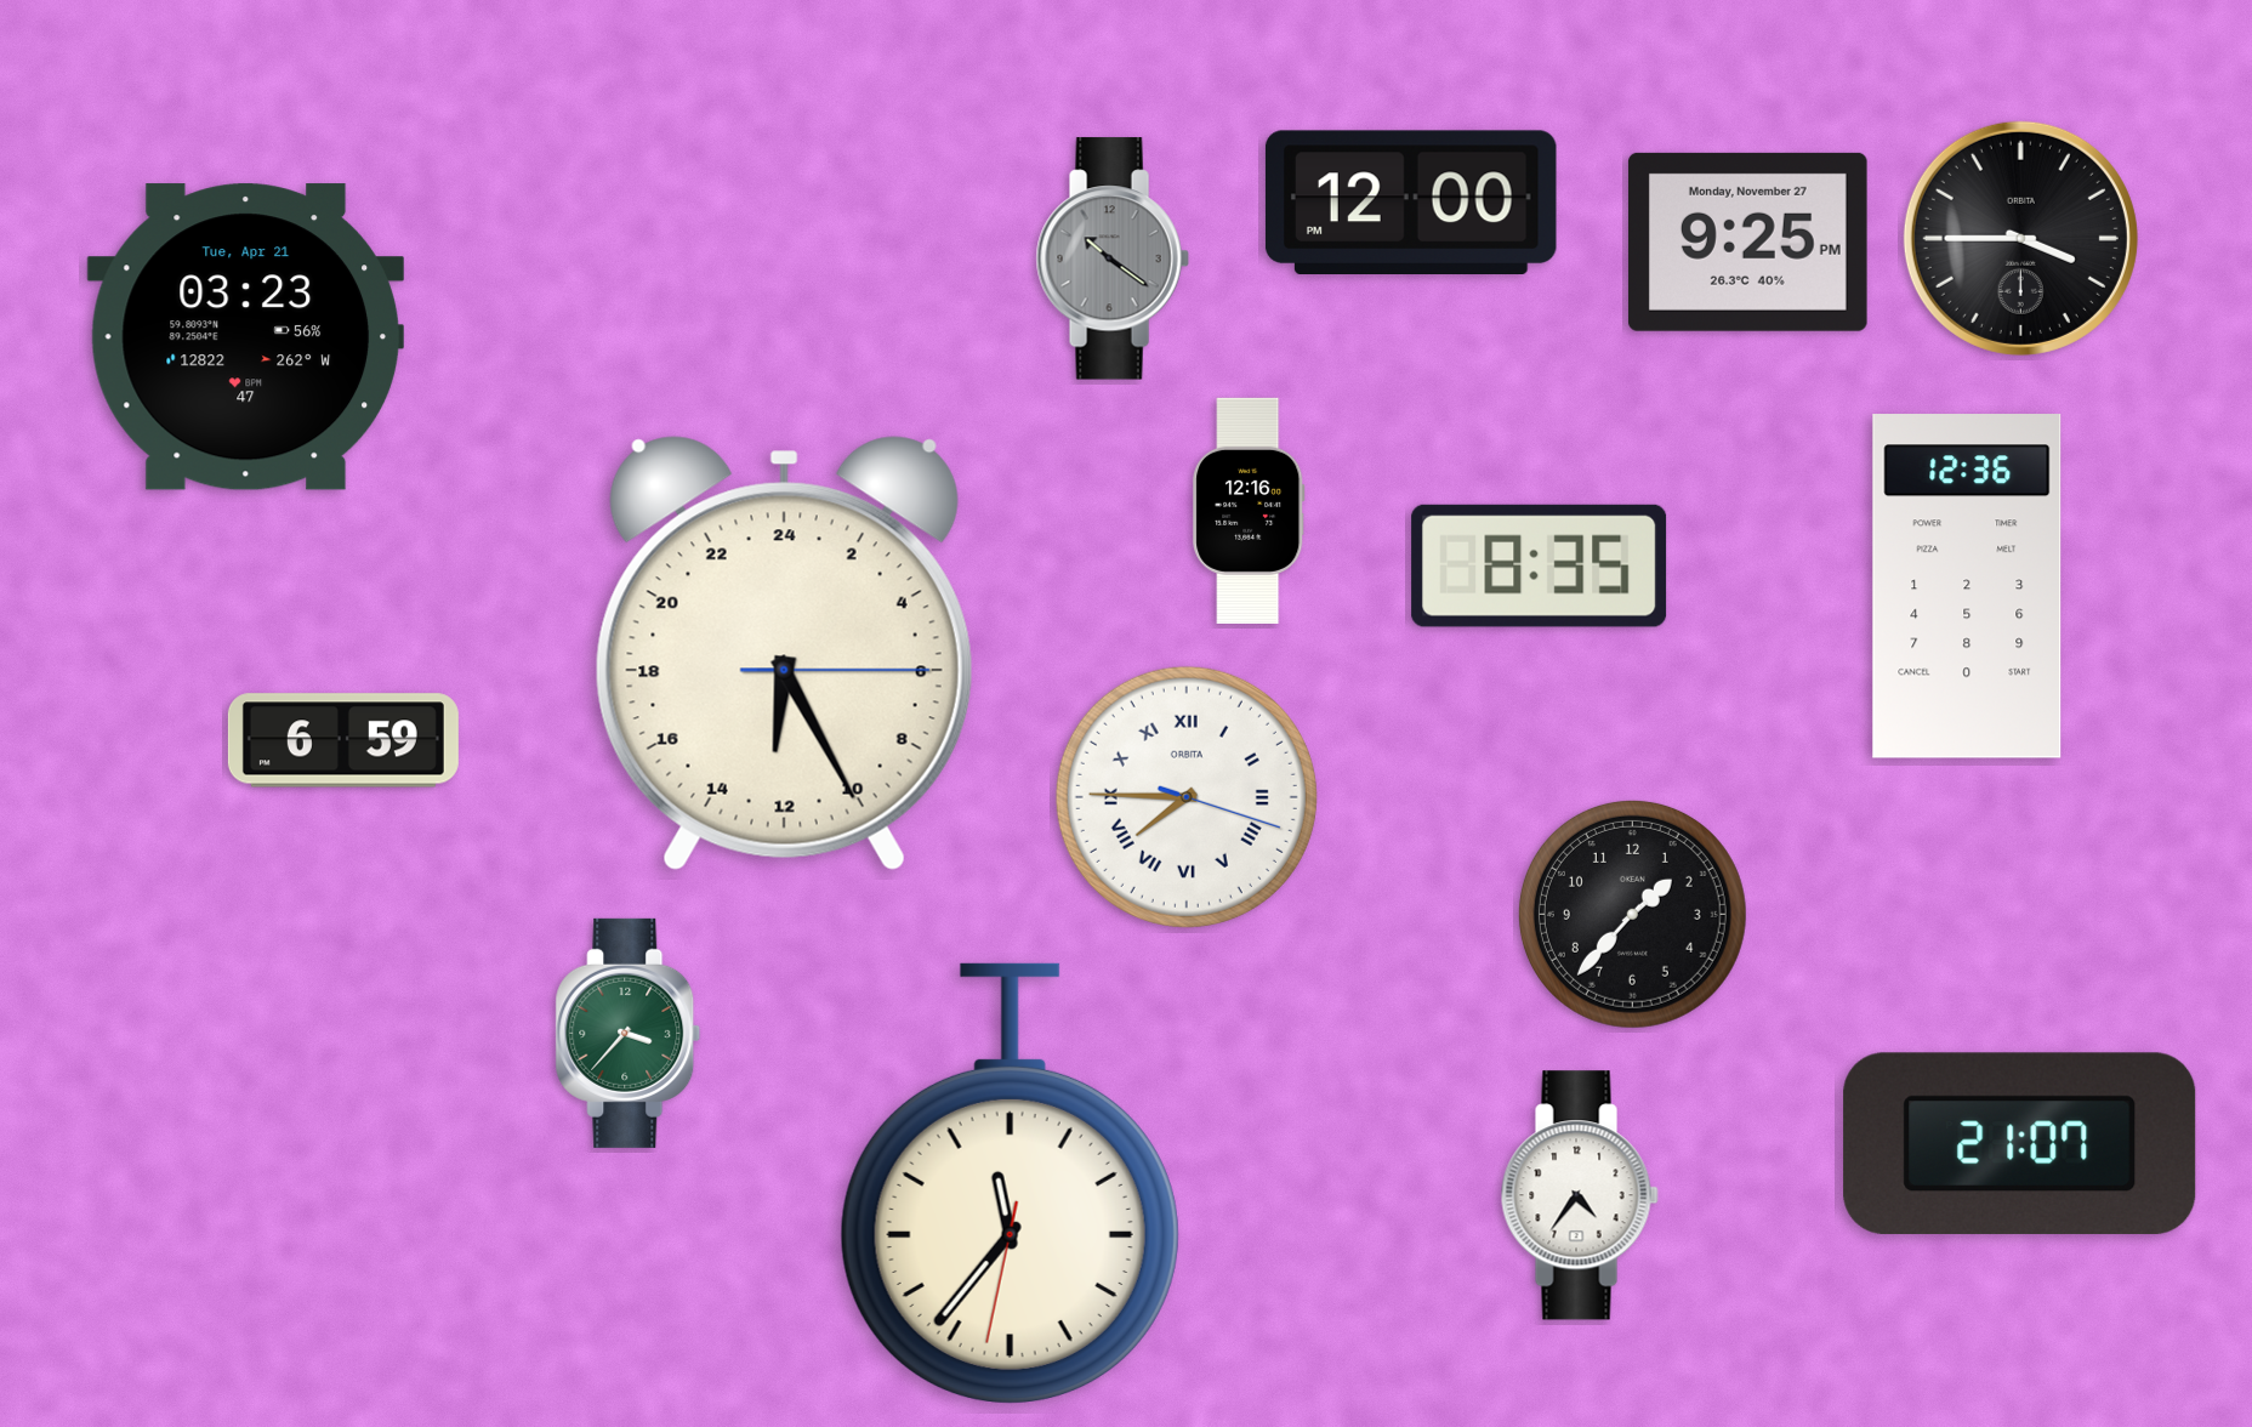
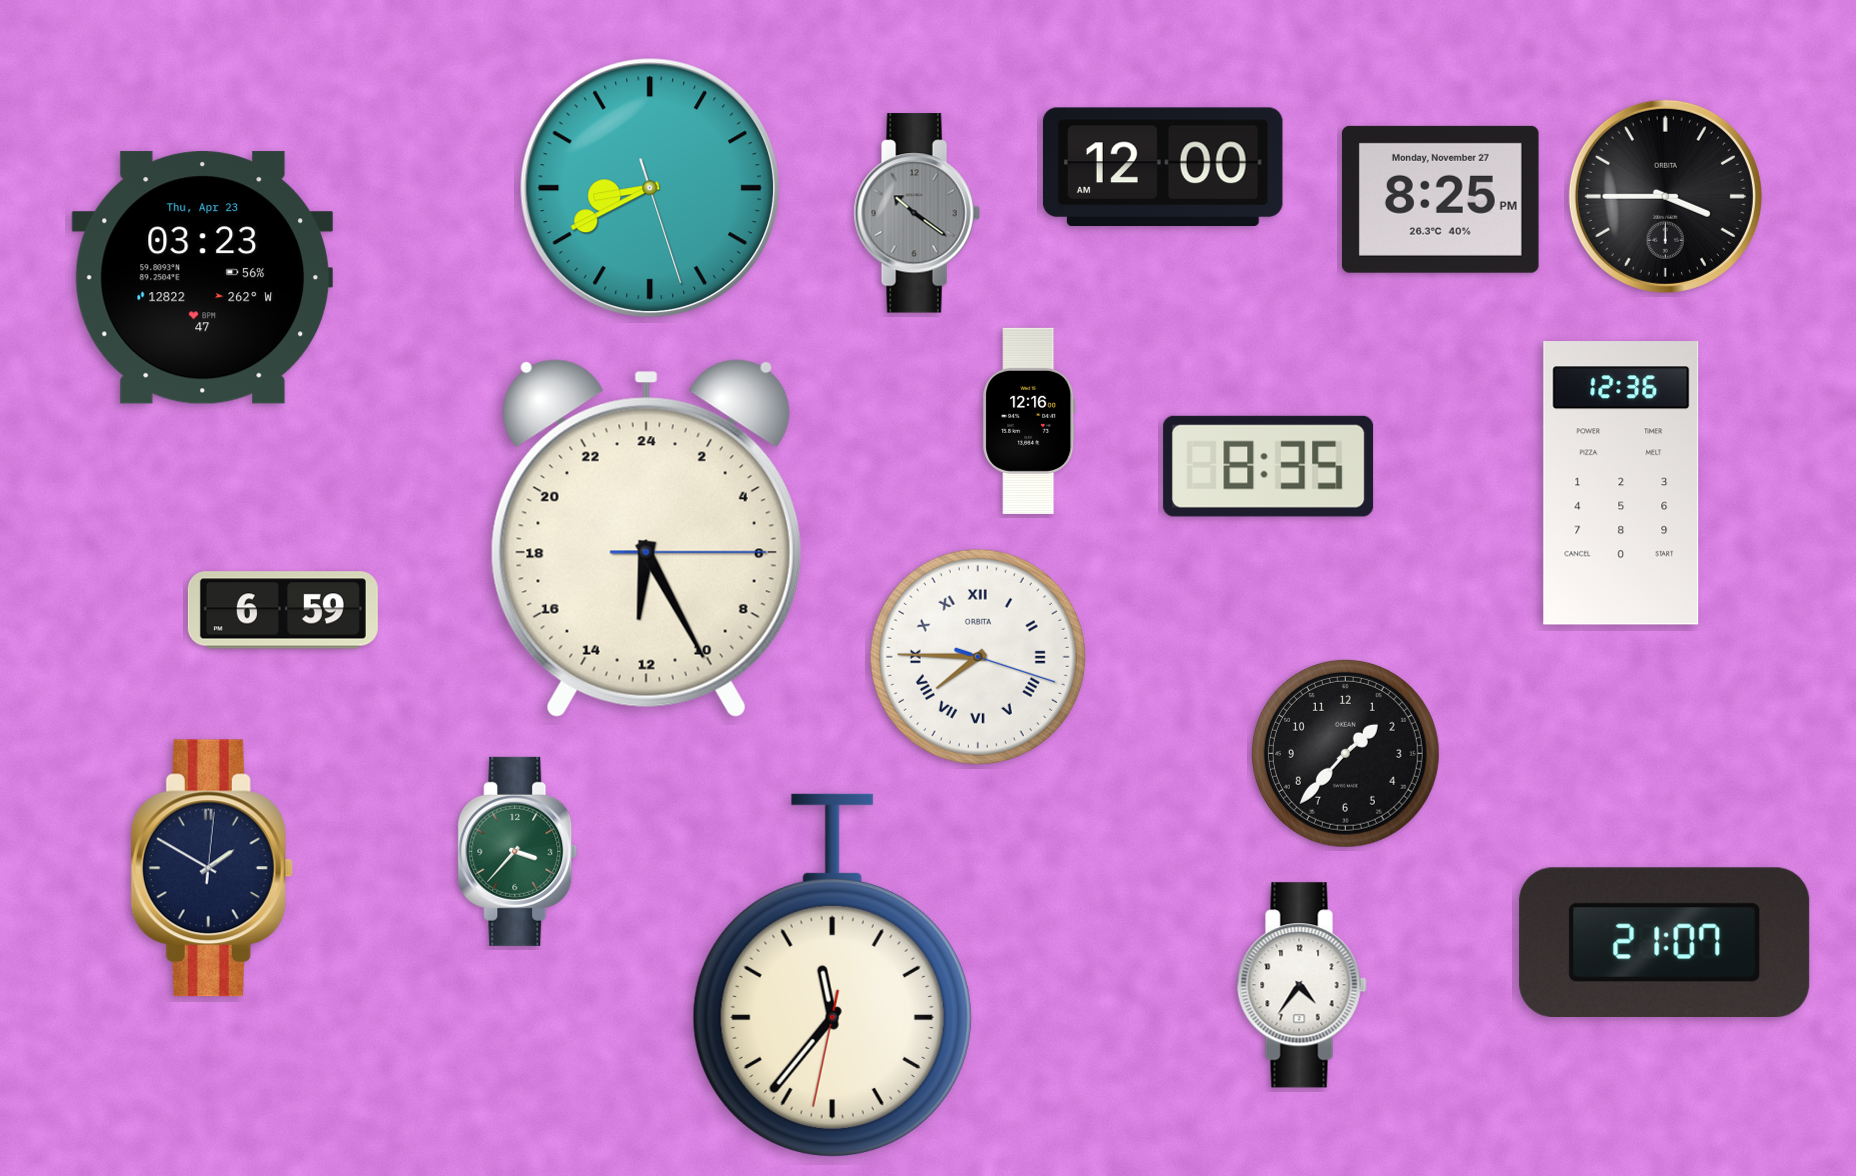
clock at (1411, 201): 12:00 PM -> 12:00 AM
clock at (650, 188): none -> 8:40
clock at (1747, 241): 9:25 -> 8:25
clock at (245, 337) date: Tue, Apr 21 -> Thu, Apr 23
clock at (212, 868): none -> 1:50
